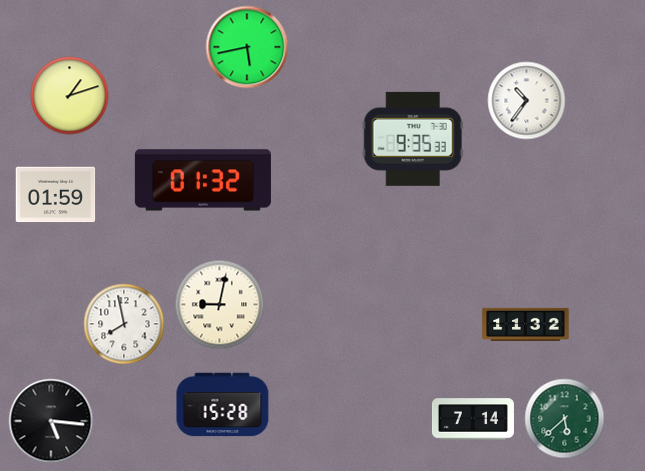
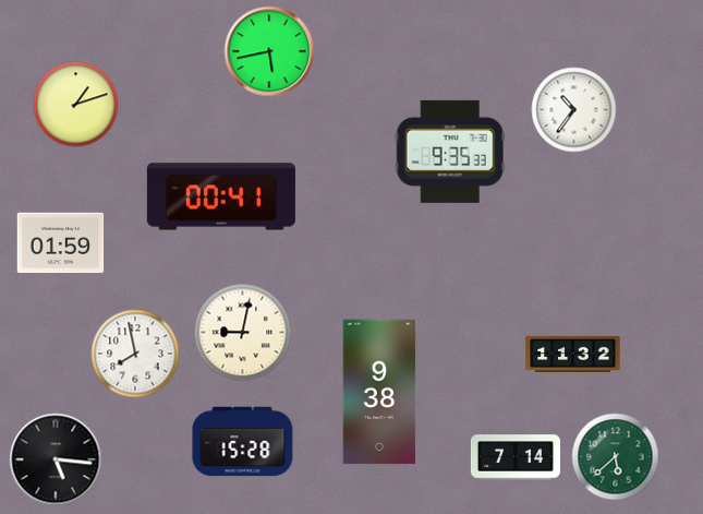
clock at (203, 180): 01:32 -> 00:41
clock at (56, 195) position: (56, 195) -> (61, 243)
clock at (220, 305) position: (220, 305) -> (243, 333)
clock at (379, 392): none -> 9:38
